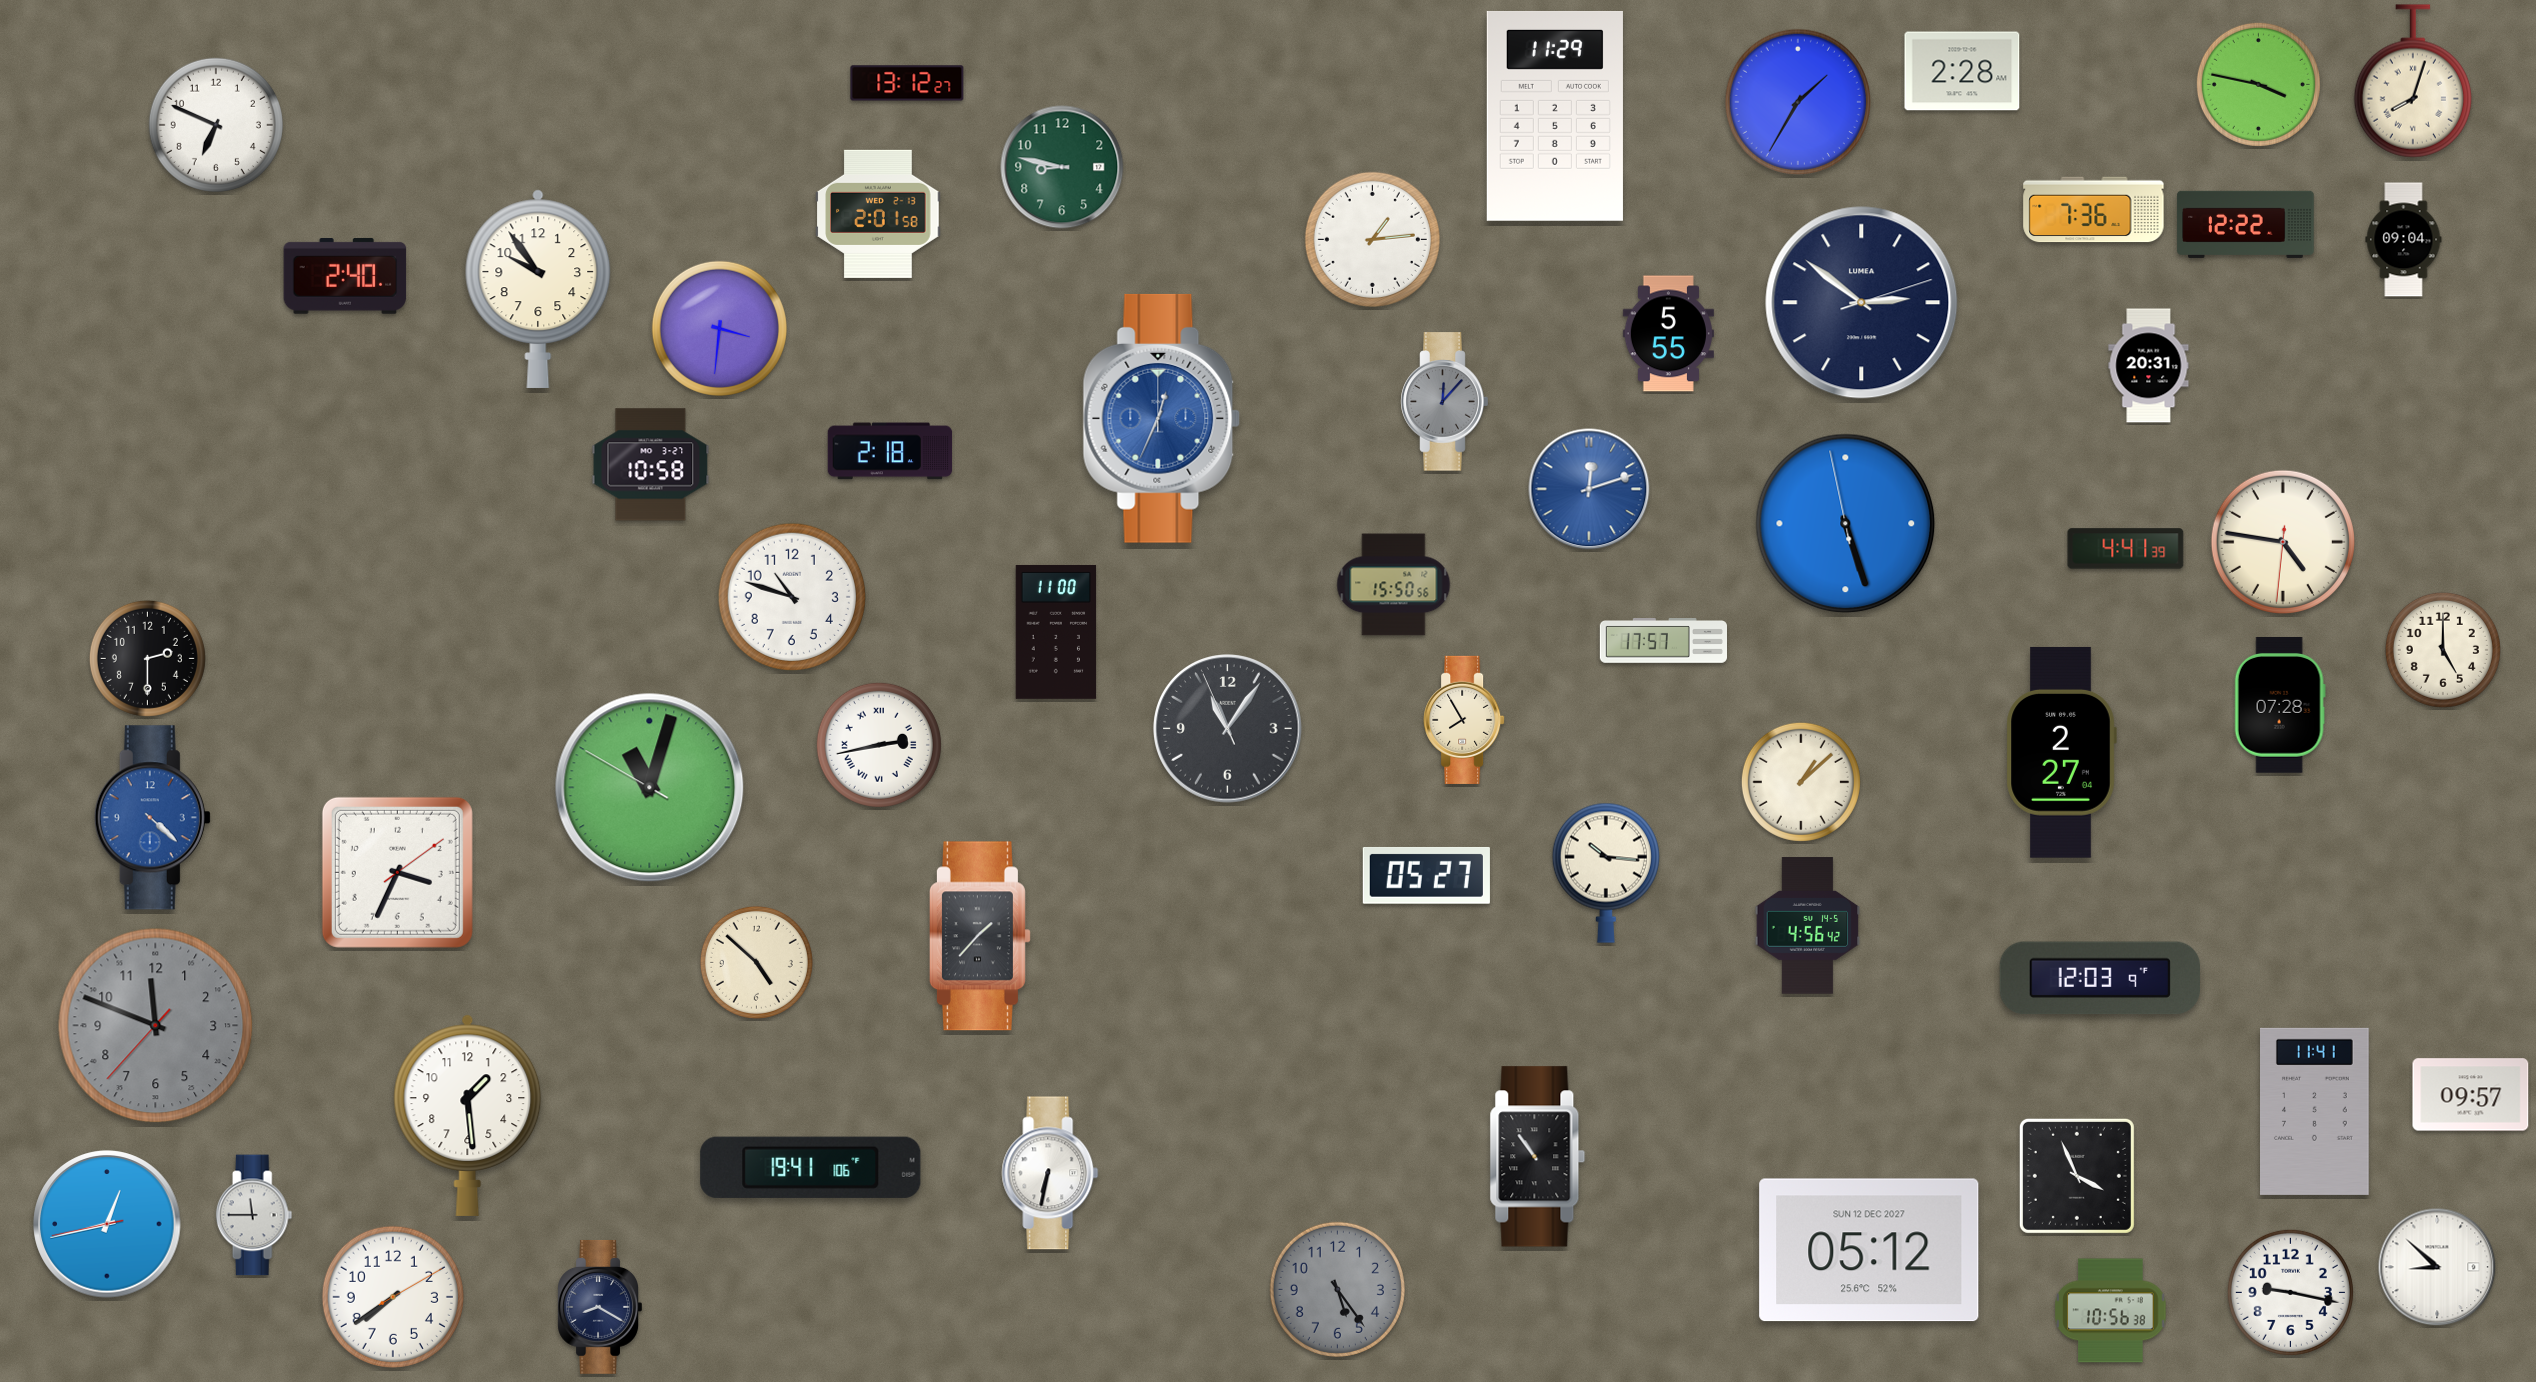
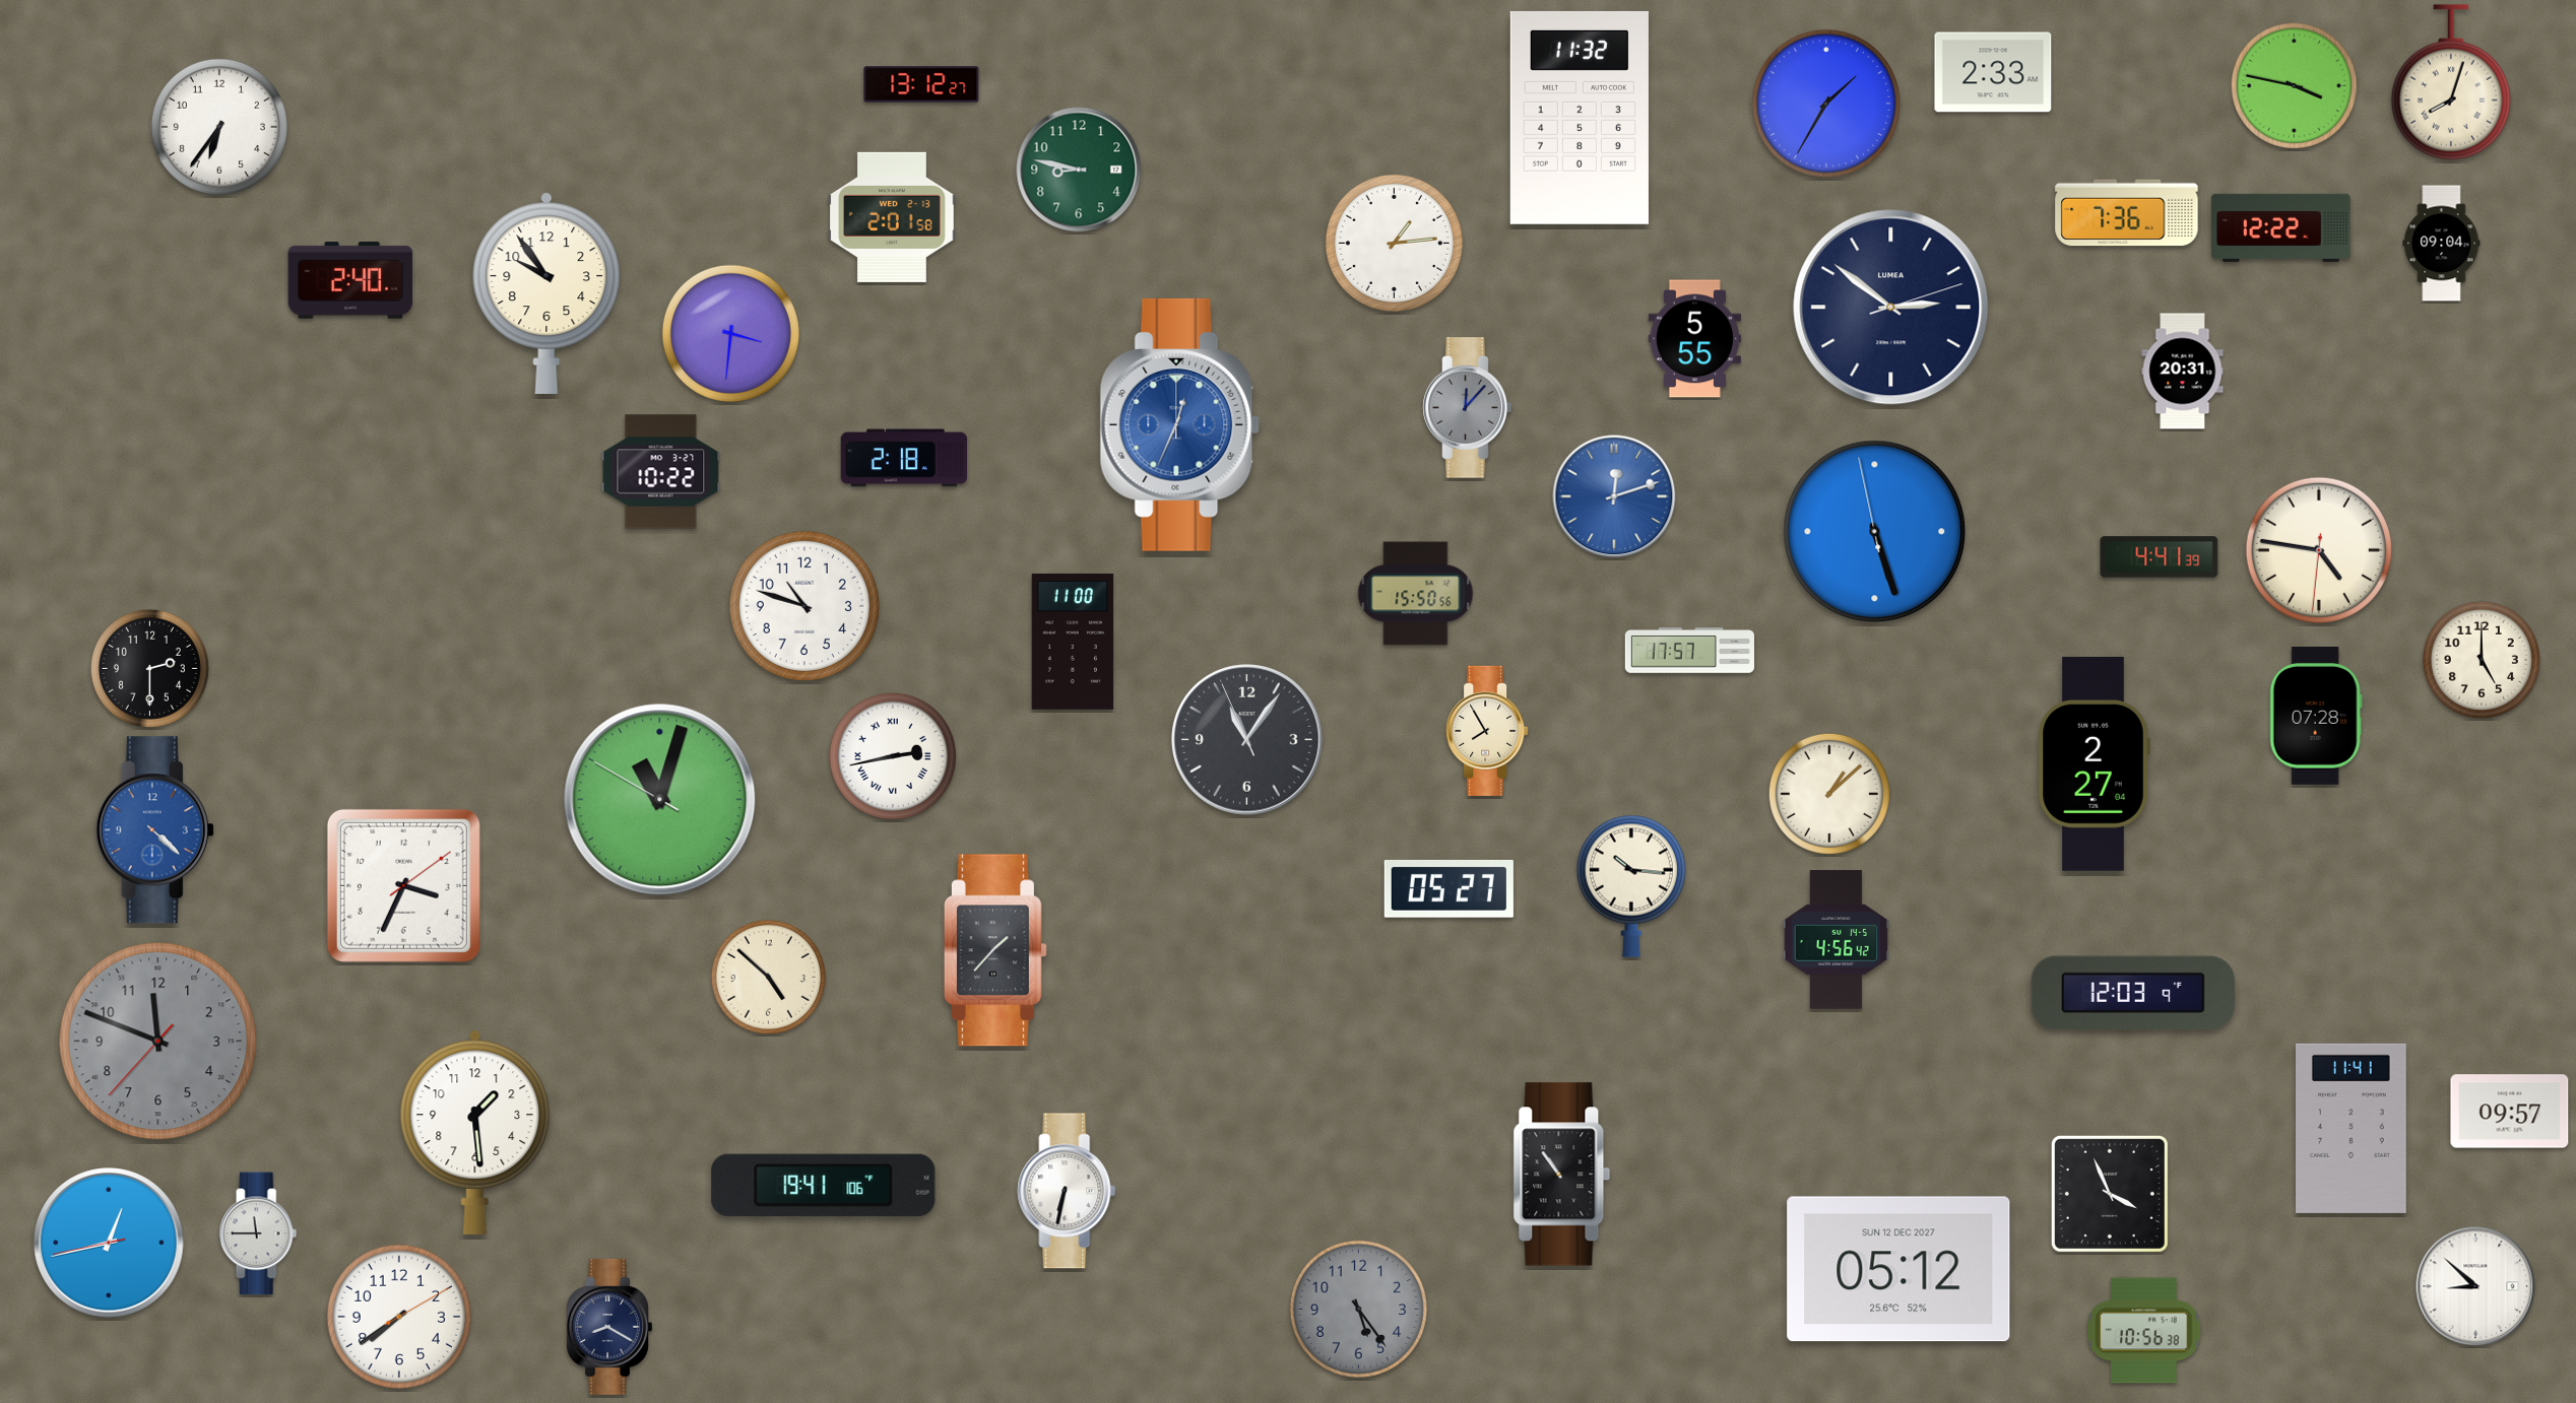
clock at (1962, 71): 2:28 -> 2:33
clock at (1555, 116): 11:29 -> 11:32
clock at (216, 125): 6:49 -> 6:36
clock at (651, 465): 10:58 -> 10:22
clock at (2290, 1292): 9:17 -> none
